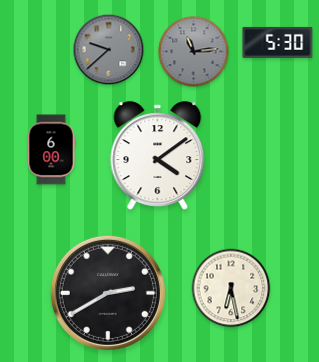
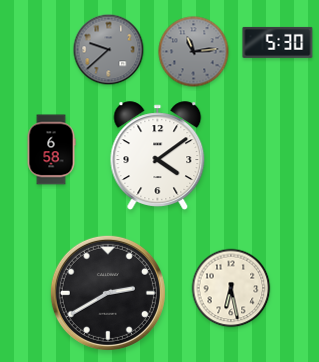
clock at (51, 150): 6:00 -> 6:58
